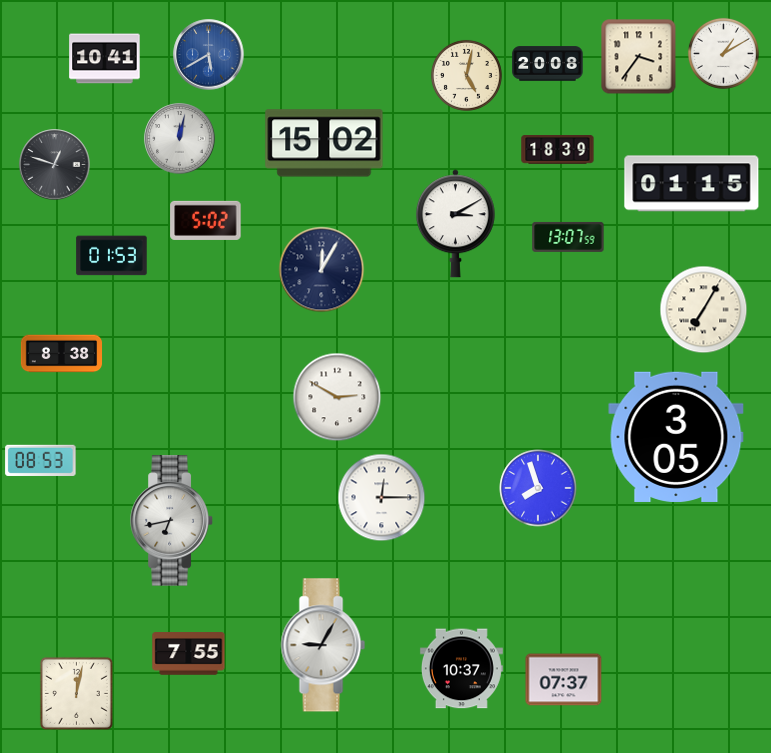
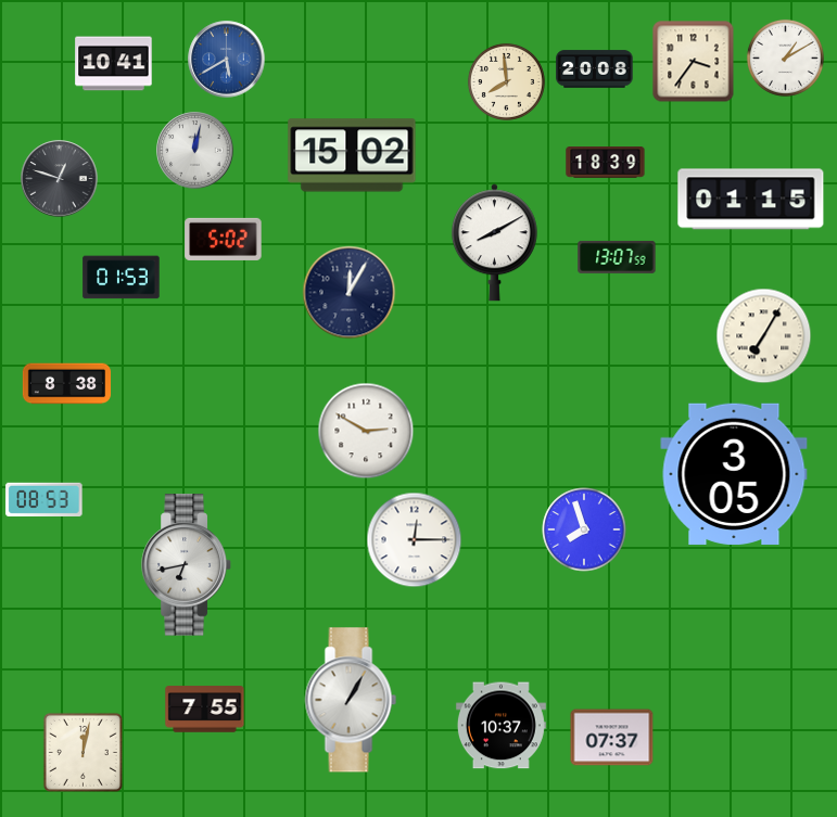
clock at (466, 75): 5:02 -> 7:59
clock at (455, 224): 3:10 -> 8:10
clock at (323, 645): 9:05 -> 1:05
